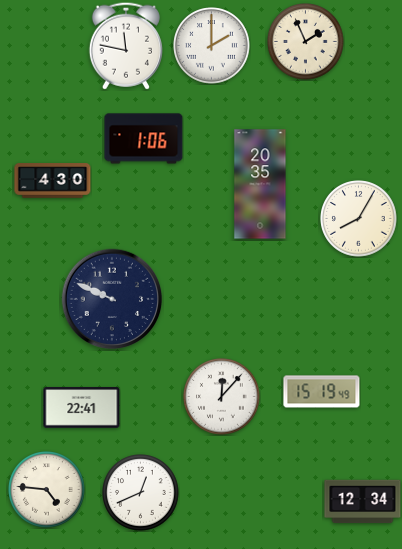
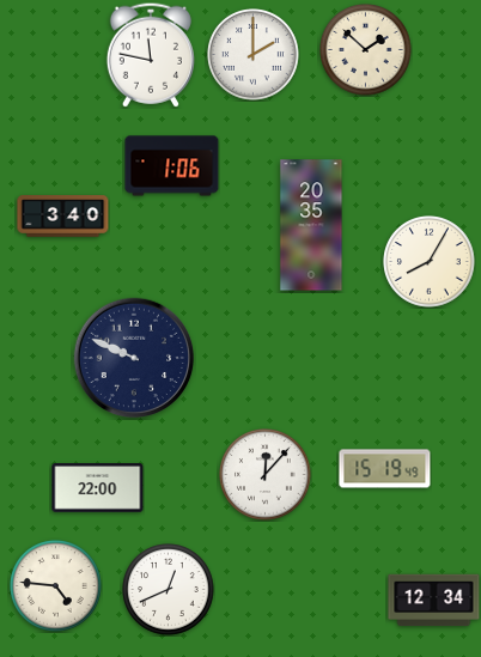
clock at (306, 42): 1:56 -> 1:52
clock at (53, 181): 4:30 -> 3:40
clock at (260, 184) position: (260, 184) -> (311, 225)
clock at (82, 408): 22:41 -> 22:00
